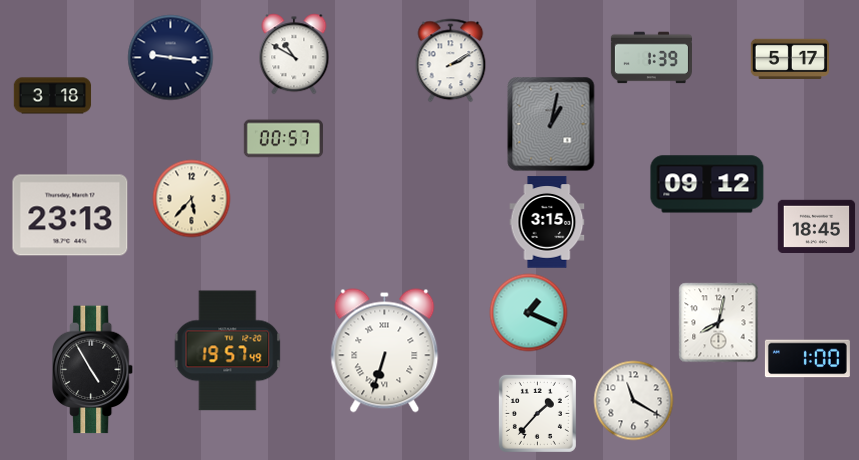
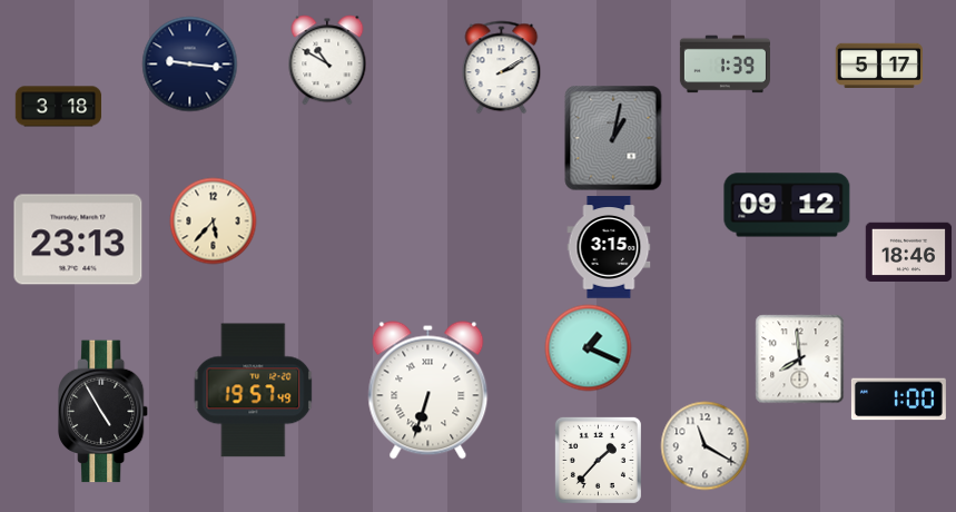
clock at (283, 139): 00:57 -> none
clock at (816, 226): 18:45 -> 18:46
clock at (718, 322): 8:02 -> 7:59
